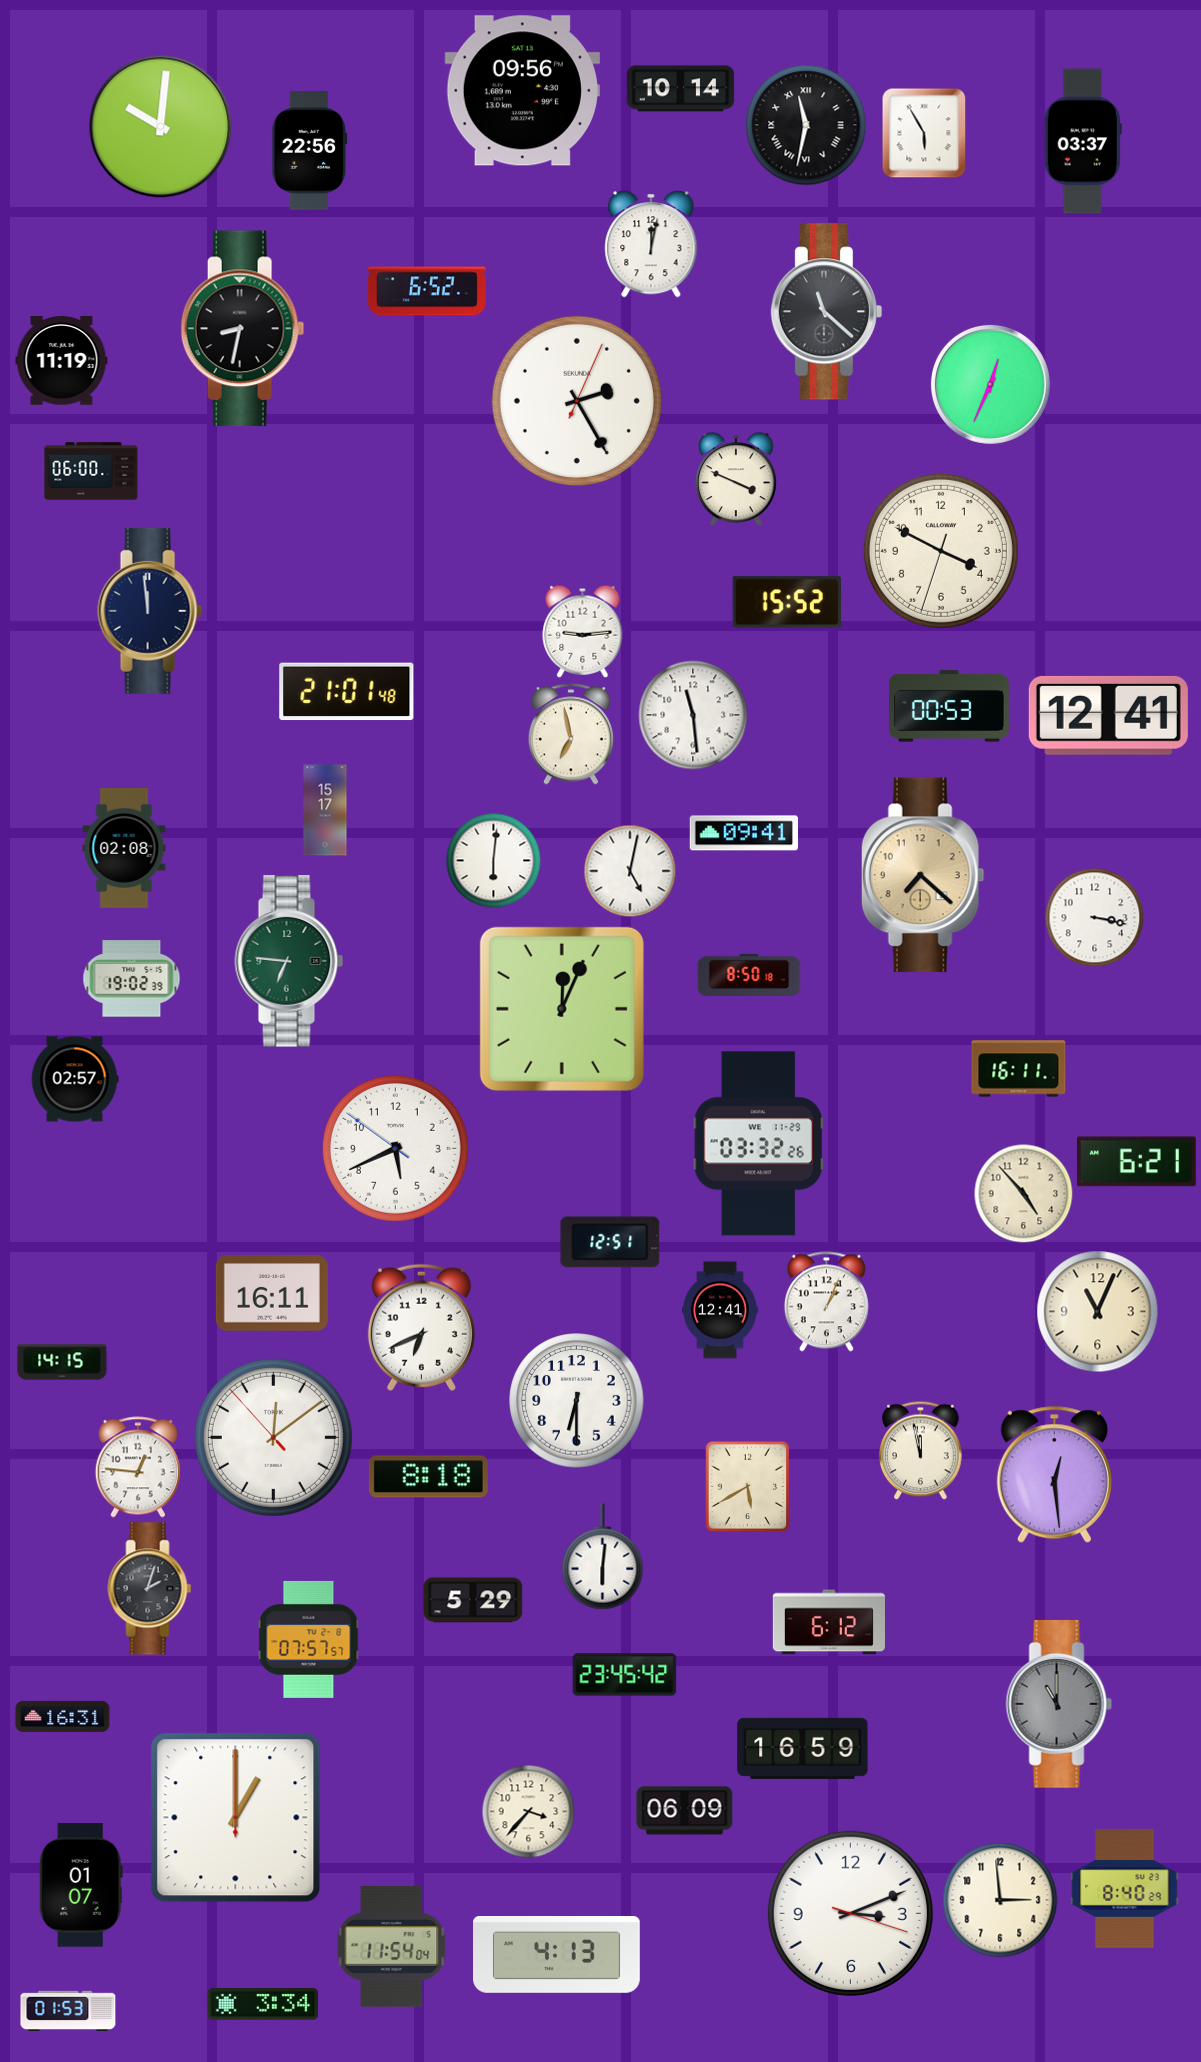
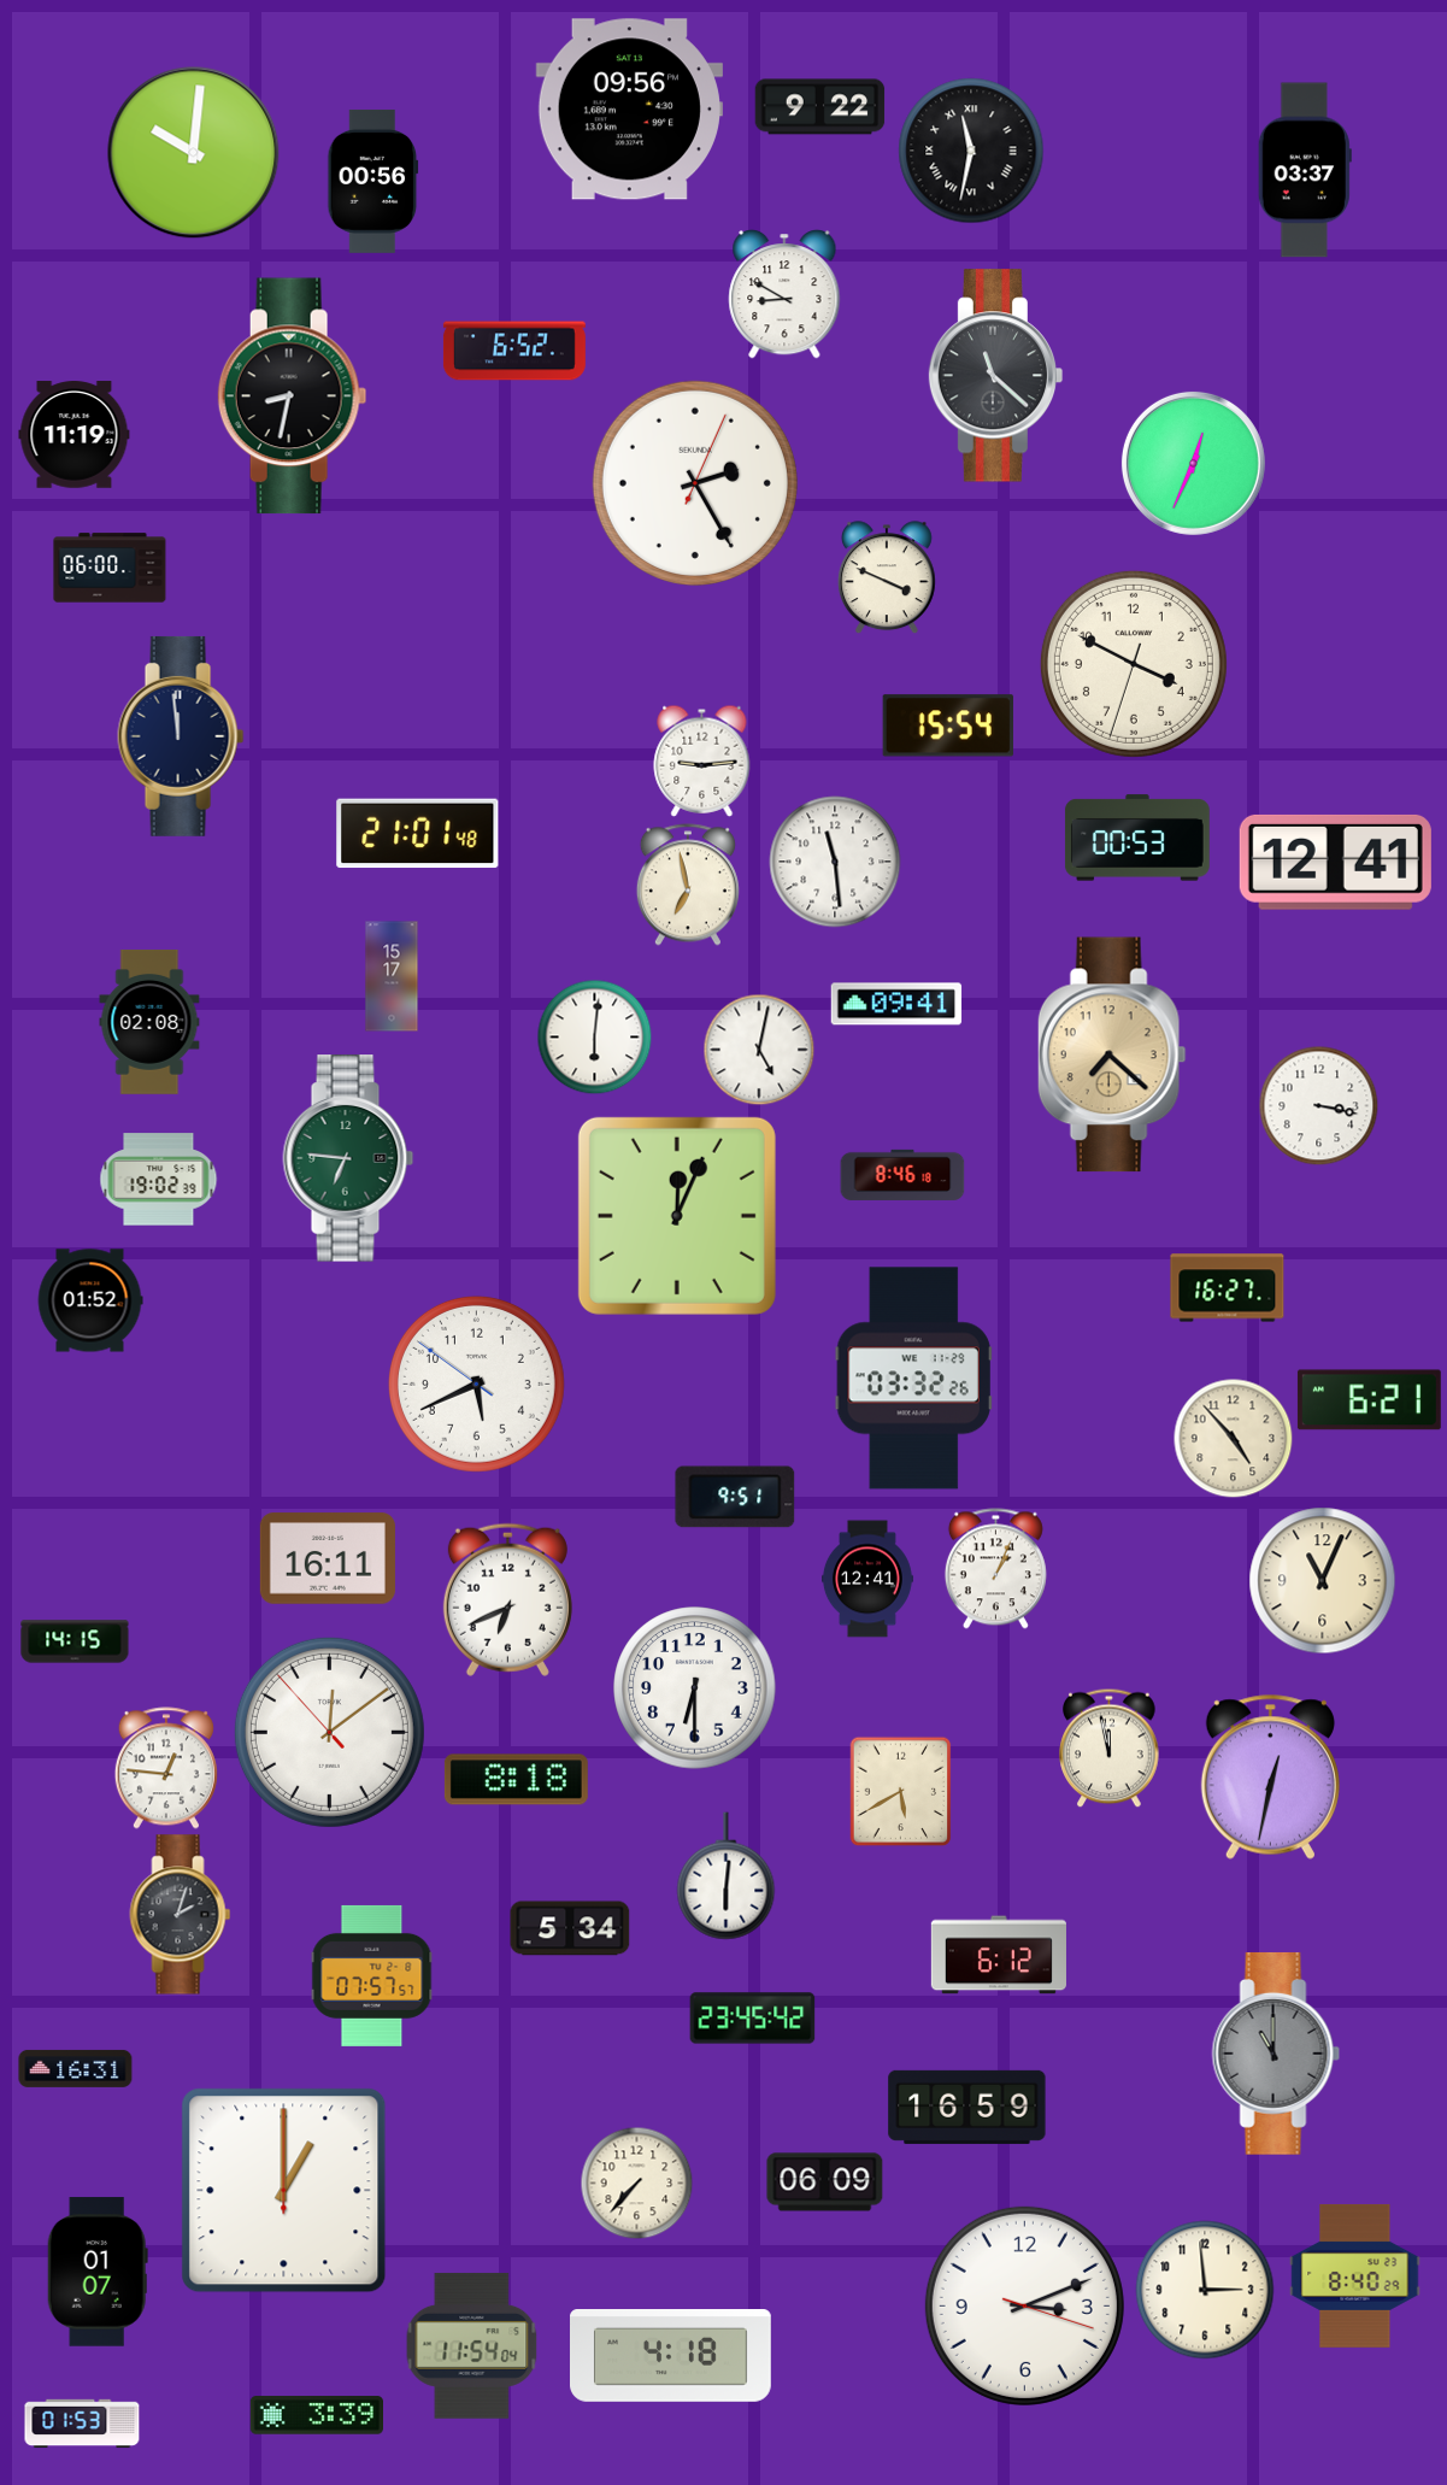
clock at (681, 89): 10:14 -> 9:22
clock at (924, 133): 5:55 -> none
clock at (310, 150): 22:56 -> 00:56
clock at (651, 244): 12:02 -> 8:50
clock at (787, 602): 15:52 -> 15:54
clock at (949, 706) position: (949, 706) -> (1137, 838)
clock at (749, 975): 8:50 -> 8:46
clock at (1019, 1069): 16:11 -> 16:27
clock at (75, 1079): 02:57 -> 01:52
clock at (610, 1242): 12:51 -> 9:51
clock at (1054, 1474): 12:29 -> 12:32
clock at (473, 1600): 5:29 -> 5:34
clock at (528, 1811): 3:37 -> 7:37
clock at (557, 1955): 4:13 -> 4:18
clock at (262, 2004): 3:34 -> 3:39
